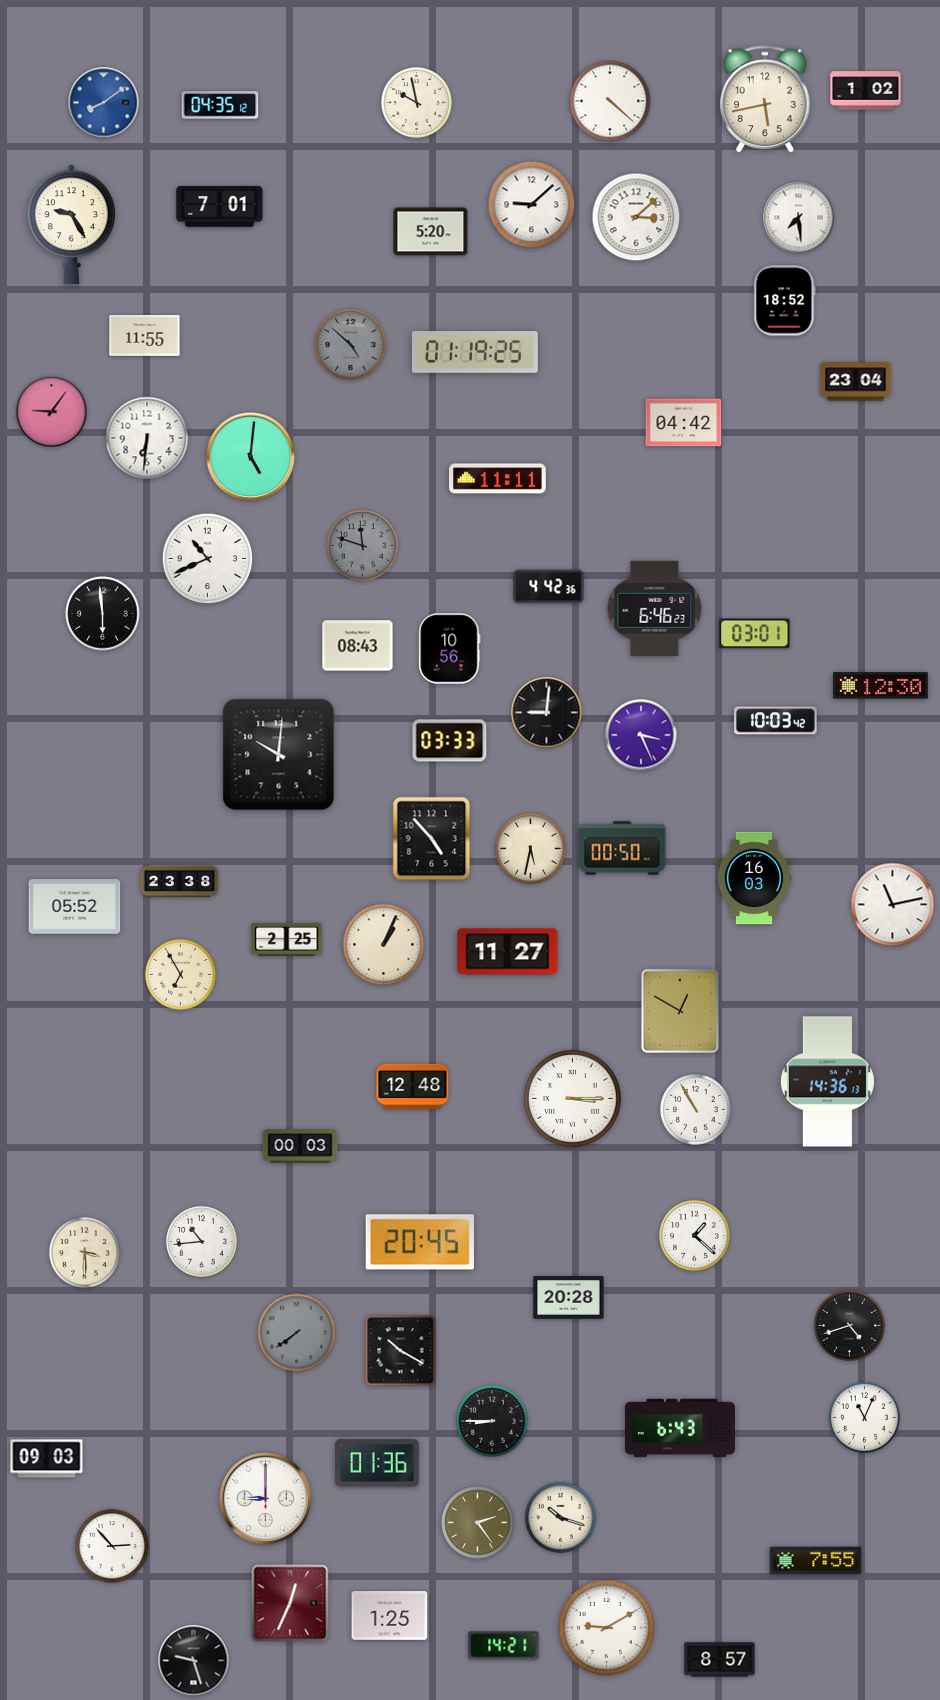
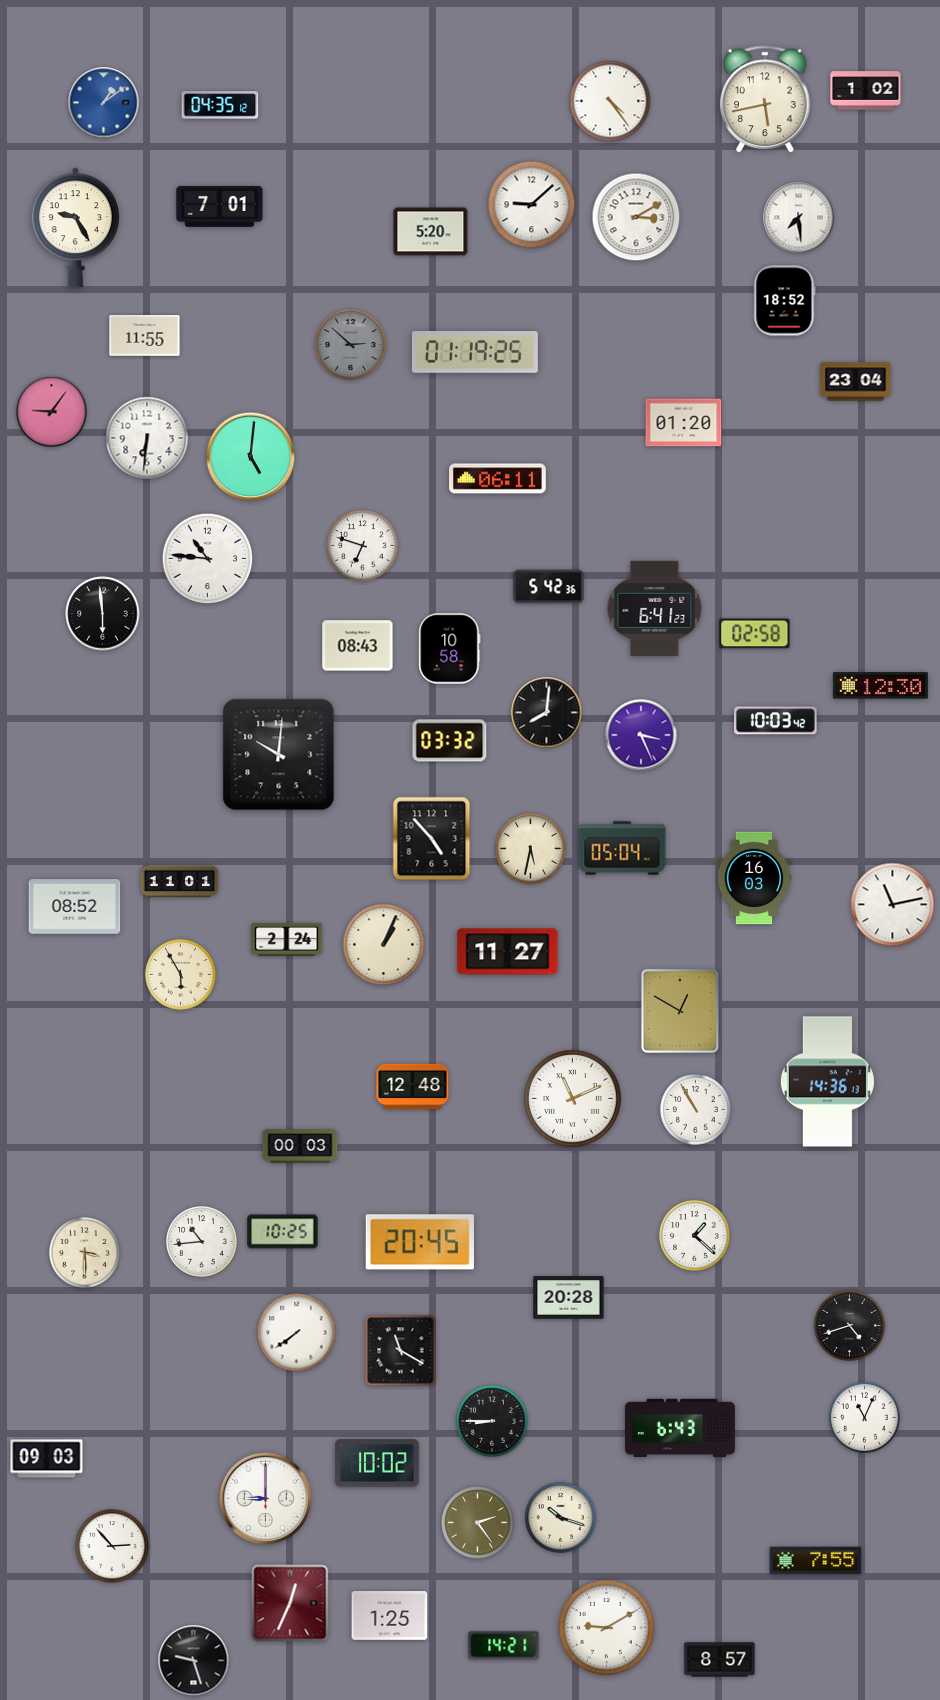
clock at (610, 101): 4:22 -> 4:24
clock at (104, 103): 8:09 -> 1:09
clock at (417, 103): 9:58 -> none
clock at (636, 217): 3:08 -> 3:10
clock at (71, 225) position: (71, 225) -> (75, 228)
clock at (351, 345): 4:52 -> 2:52
clock at (684, 423): 04:42 -> 01:20
clock at (498, 479): 11:11 -> 06:11
clock at (363, 546): 11:48 -> 6:48
clock at (363, 546) dial: grey -> white
clock at (208, 559): 10:41 -> 10:46
clock at (549, 587): 4:42 -> 5:42
clock at (655, 608): 6:46 -> 6:41
clock at (755, 634): 03:01 -> 02:58
clock at (450, 649): 10:56 -> 10:58
clock at (547, 713): 9:01 -> 8:01
clock at (450, 741): 03:33 -> 03:32
clock at (622, 848): 00:50 -> 05:04
clock at (180, 882): 23:38 -> 11:01
clock at (75, 907): 05:52 -> 08:52
clock at (287, 939): 2:25 -> 2:24
clock at (181, 975): 6:55 -> 5:55
clock at (573, 1099): 3:15 -> 11:11
clock at (283, 1232): none -> 10:25
clock at (297, 1333) dial: grey -> white
clock at (401, 1351): 10:20 -> 11:20
clock at (377, 1463): 01:36 -> 10:02
